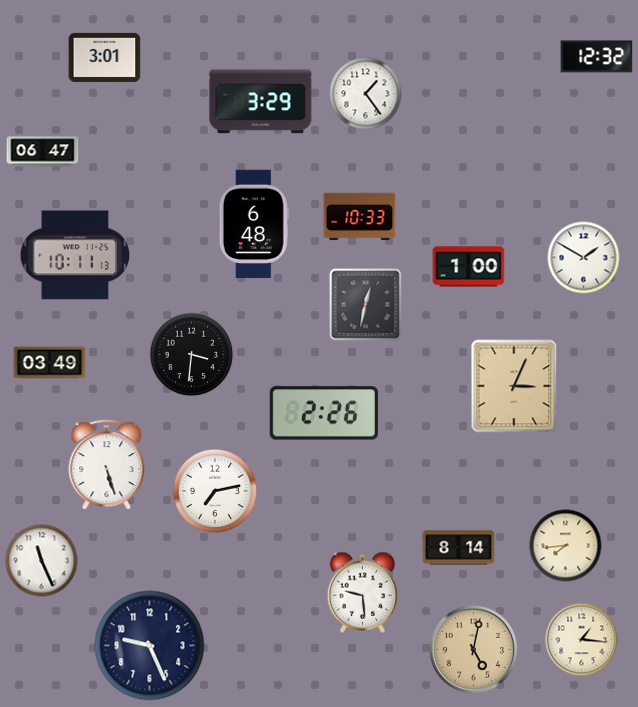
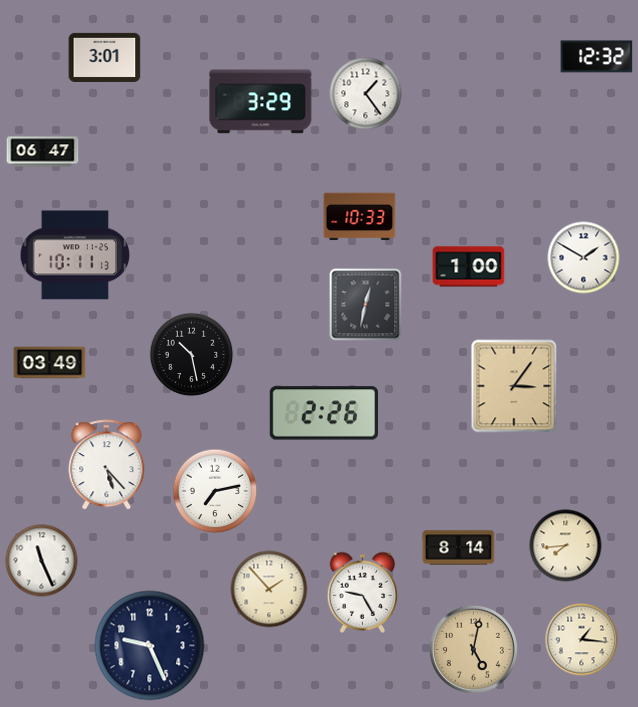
clock at (254, 224): 6:48 -> none
clock at (192, 355): 3:31 -> 10:28
clock at (514, 386): 3:04 -> 3:06
clock at (107, 465): 5:27 -> 5:23
clock at (269, 589): none -> 1:53
clock at (363, 592): 9:29 -> 9:25
